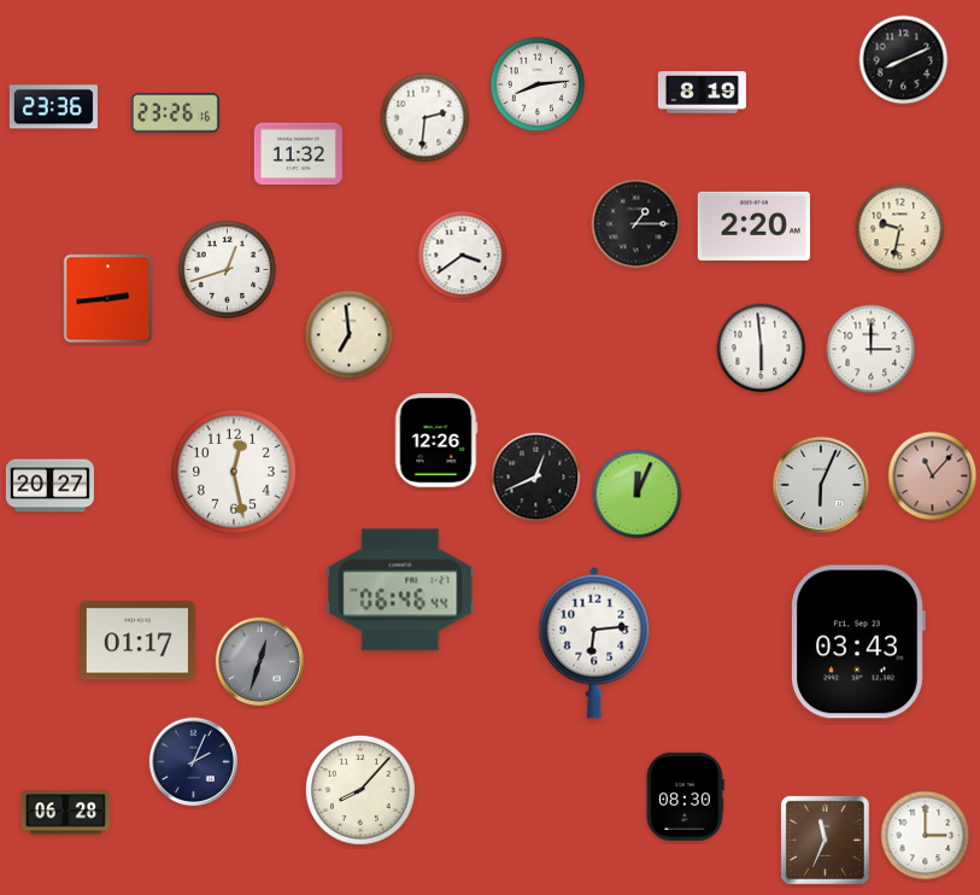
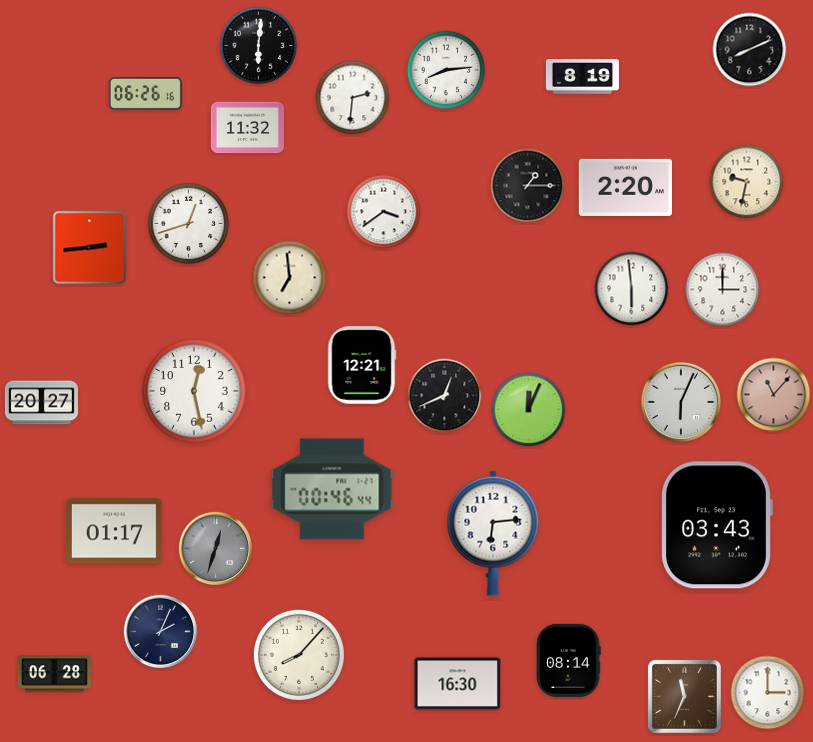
clock at (259, 46): none -> 6:01
clock at (53, 107): 23:36 -> none
clock at (175, 113): 23:26 -> 06:26
clock at (900, 229) position: (900, 229) -> (747, 182)
clock at (436, 440): 12:26 -> 12:21
clock at (400, 590): 06:46 -> 00:46
clock at (858, 642) position: (858, 642) -> (717, 525)
clock at (685, 796): 08:30 -> 08:14
clock at (458, 684): none -> 16:30
